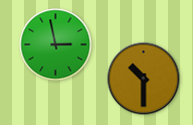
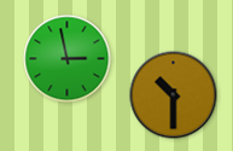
clock at (56, 45) position: (56, 45) -> (68, 59)
